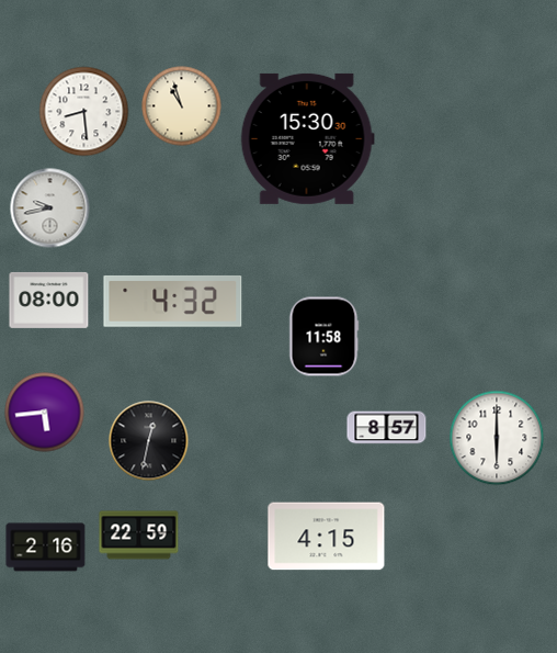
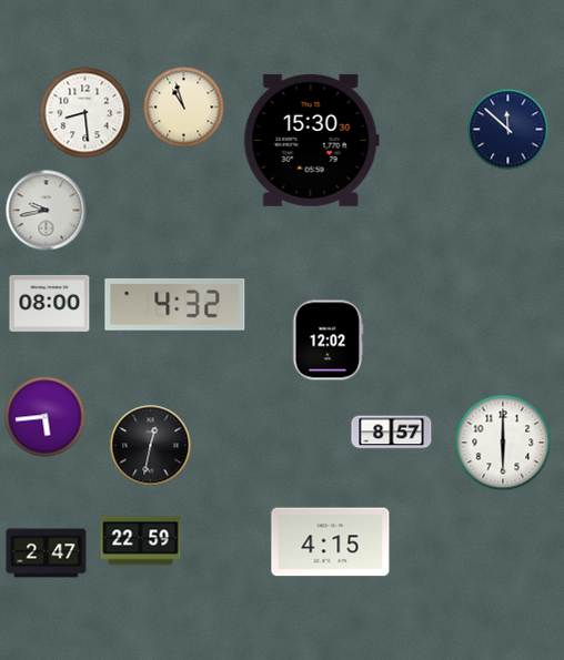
clock at (508, 130): none -> 11:52
clock at (50, 209) position: (50, 209) -> (47, 211)
clock at (323, 337): 11:58 -> 12:02
clock at (46, 548): 2:16 -> 2:47
